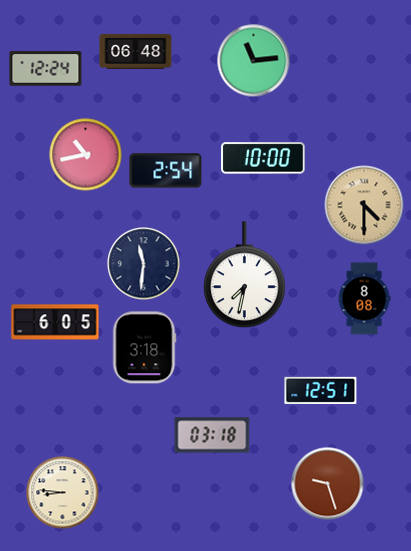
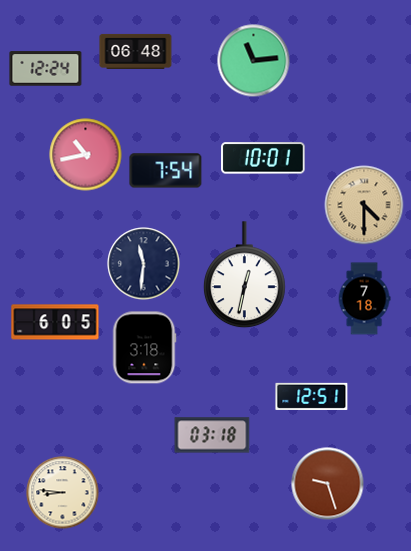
clock at (263, 158): 10:00 -> 10:01
clock at (166, 171): 2:54 -> 7:54
clock at (244, 275): 7:32 -> 12:32
clock at (364, 299): 8:08 -> 7:18
clock at (321, 390) position: (321, 390) -> (312, 396)
